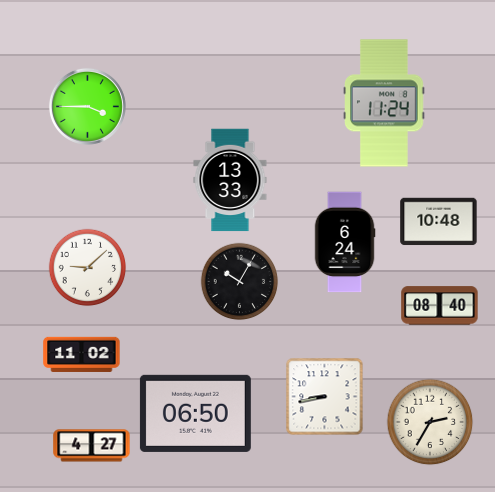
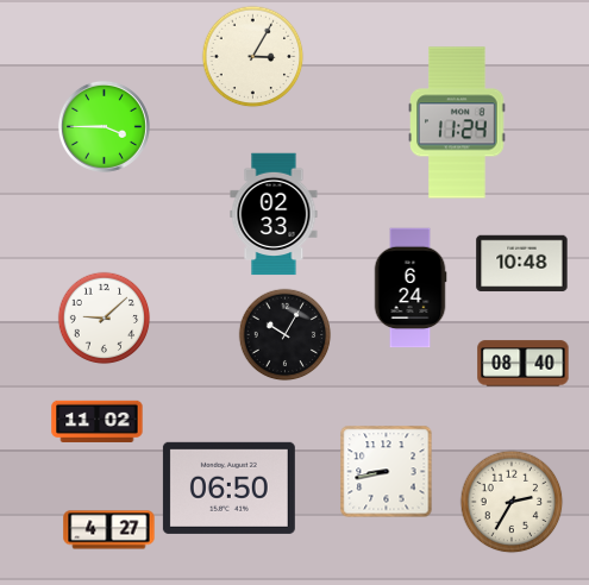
clock at (252, 56): none -> 3:05
clock at (230, 180): 13:33 -> 02:33
clock at (195, 413) position: (195, 413) -> (228, 487)
